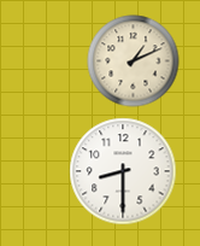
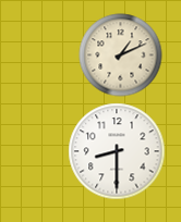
clock at (123, 171) position: (123, 171) -> (117, 151)
